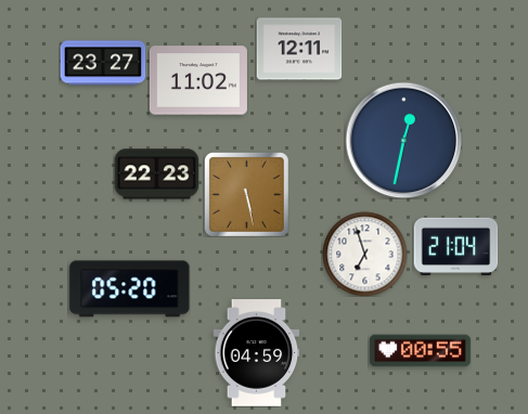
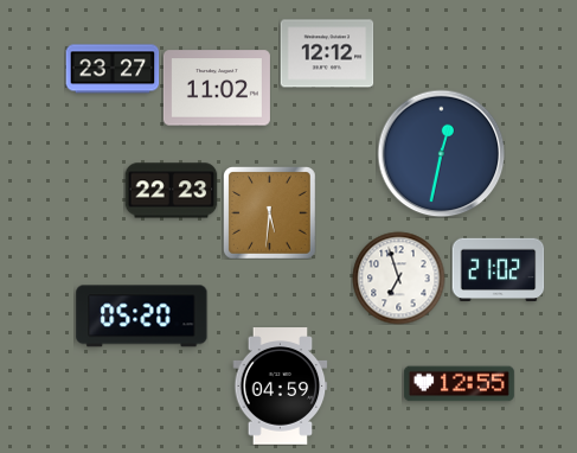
clock at (299, 49): 12:11 -> 12:12
clock at (247, 195): 5:28 -> 5:31
clock at (455, 246): 21:04 -> 21:02
clock at (420, 351): 00:55 -> 12:55
